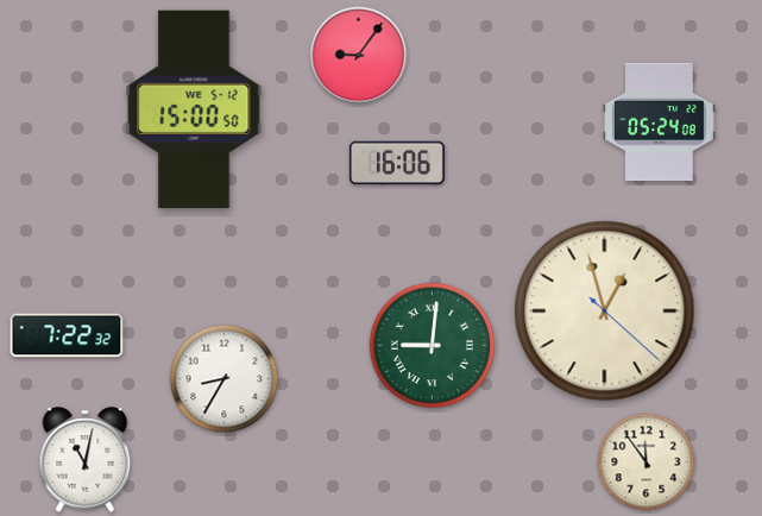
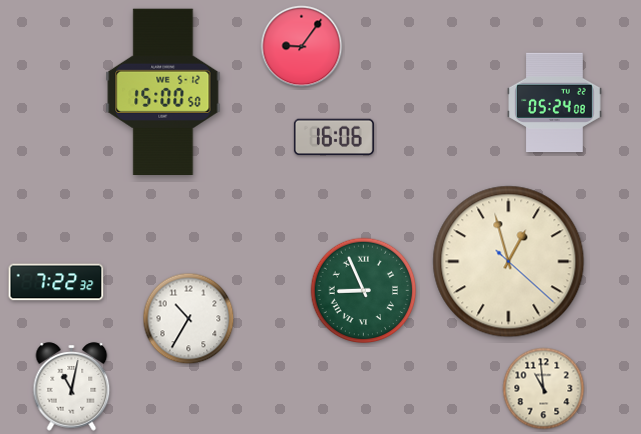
clock at (433, 346): 9:01 -> 8:56
clock at (225, 379): 8:35 -> 10:35
clock at (647, 462): 11:54 -> 10:59
